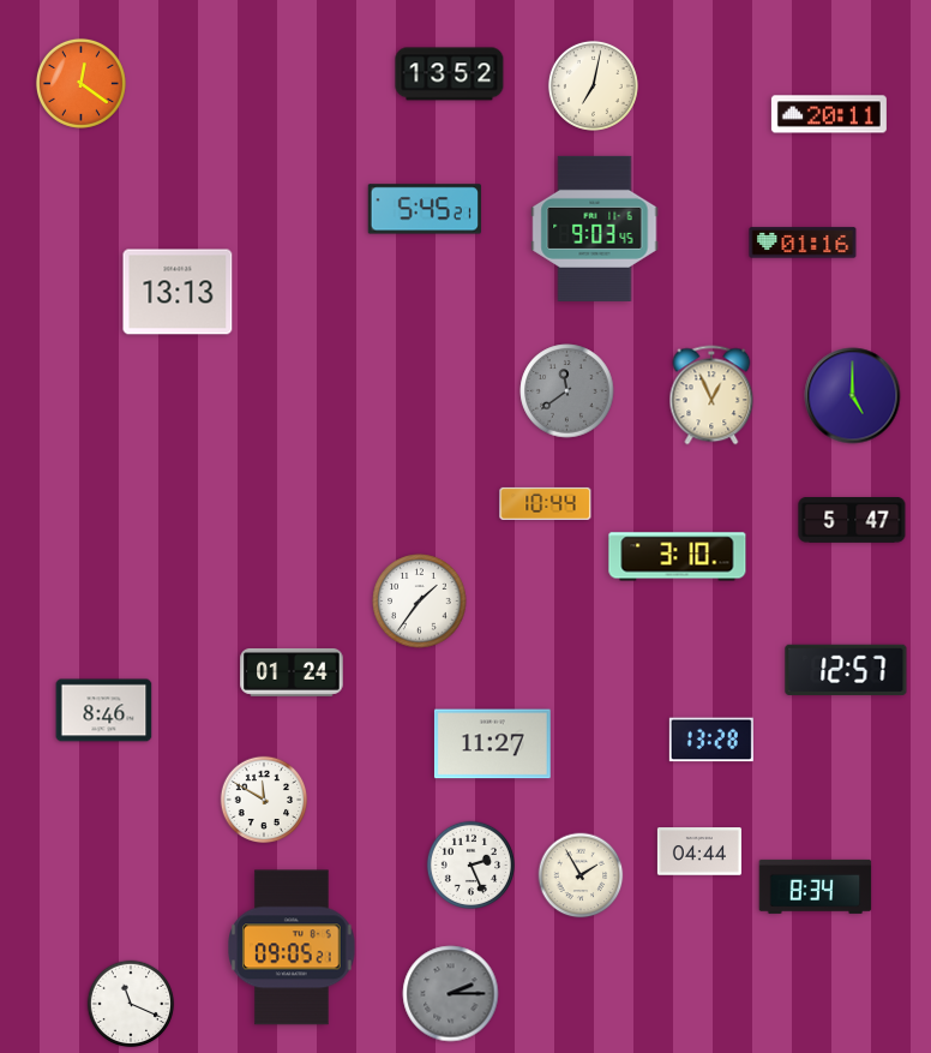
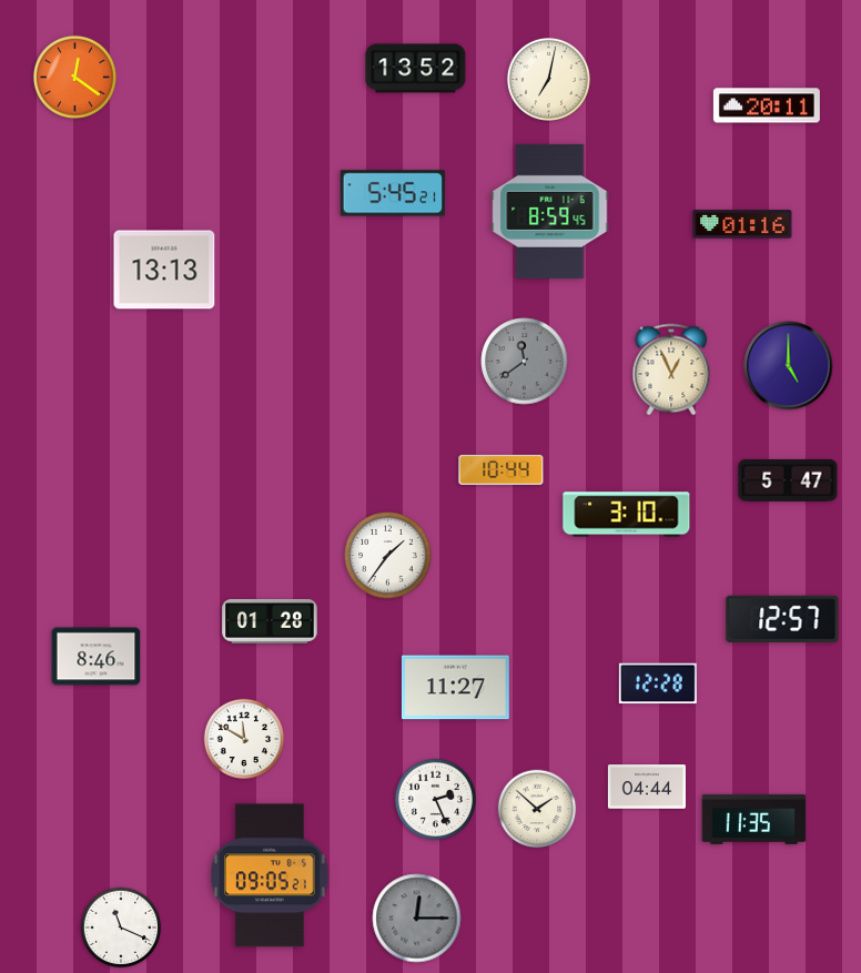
clock at (595, 228): 9:03 -> 8:59
clock at (711, 395) position: (711, 395) -> (671, 369)
clock at (546, 503) position: (546, 503) -> (502, 469)
clock at (292, 672): 01:24 -> 01:28
clock at (711, 740): 13:28 -> 12:28
clock at (581, 875): 1:55 -> 1:52
clock at (816, 886): 8:34 -> 11:35
clock at (451, 994): 2:15 -> 12:15
